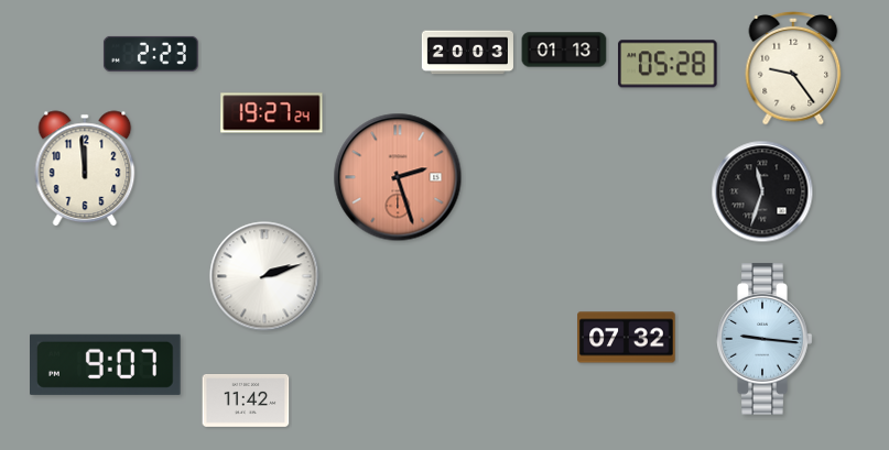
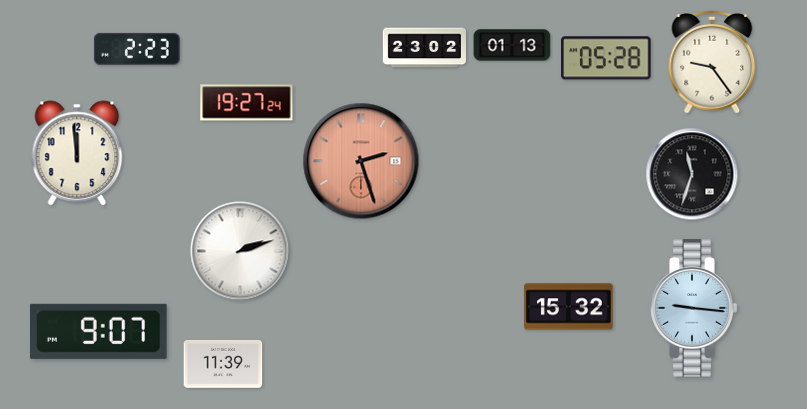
clock at (467, 53): 20:03 -> 23:02
clock at (793, 69) position: (793, 69) -> (712, 63)
clock at (627, 338): 07:32 -> 15:32
clock at (106, 364) position: (106, 364) -> (99, 331)
clock at (246, 402): 11:42 -> 11:39
